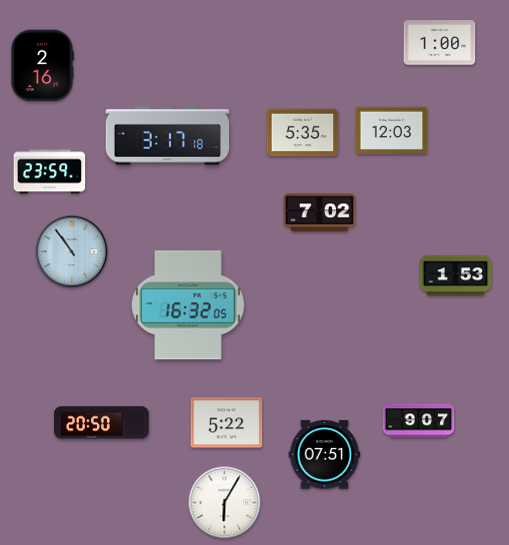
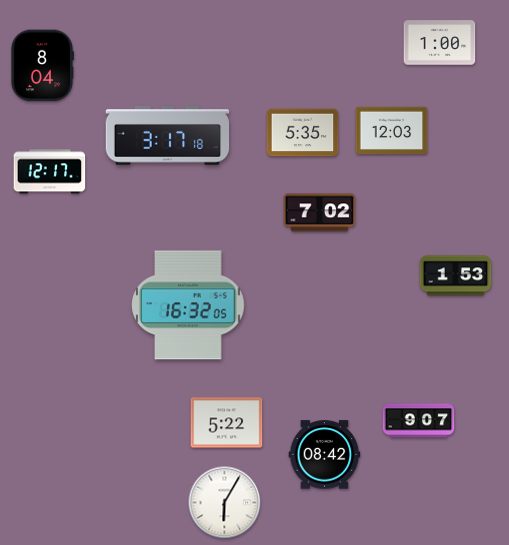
clock at (42, 66): 2:16 -> 8:04
clock at (50, 172): 23:59 -> 12:17
clock at (72, 252): 10:54 -> none
clock at (102, 423): 20:50 -> none
clock at (325, 455): 07:51 -> 08:42
